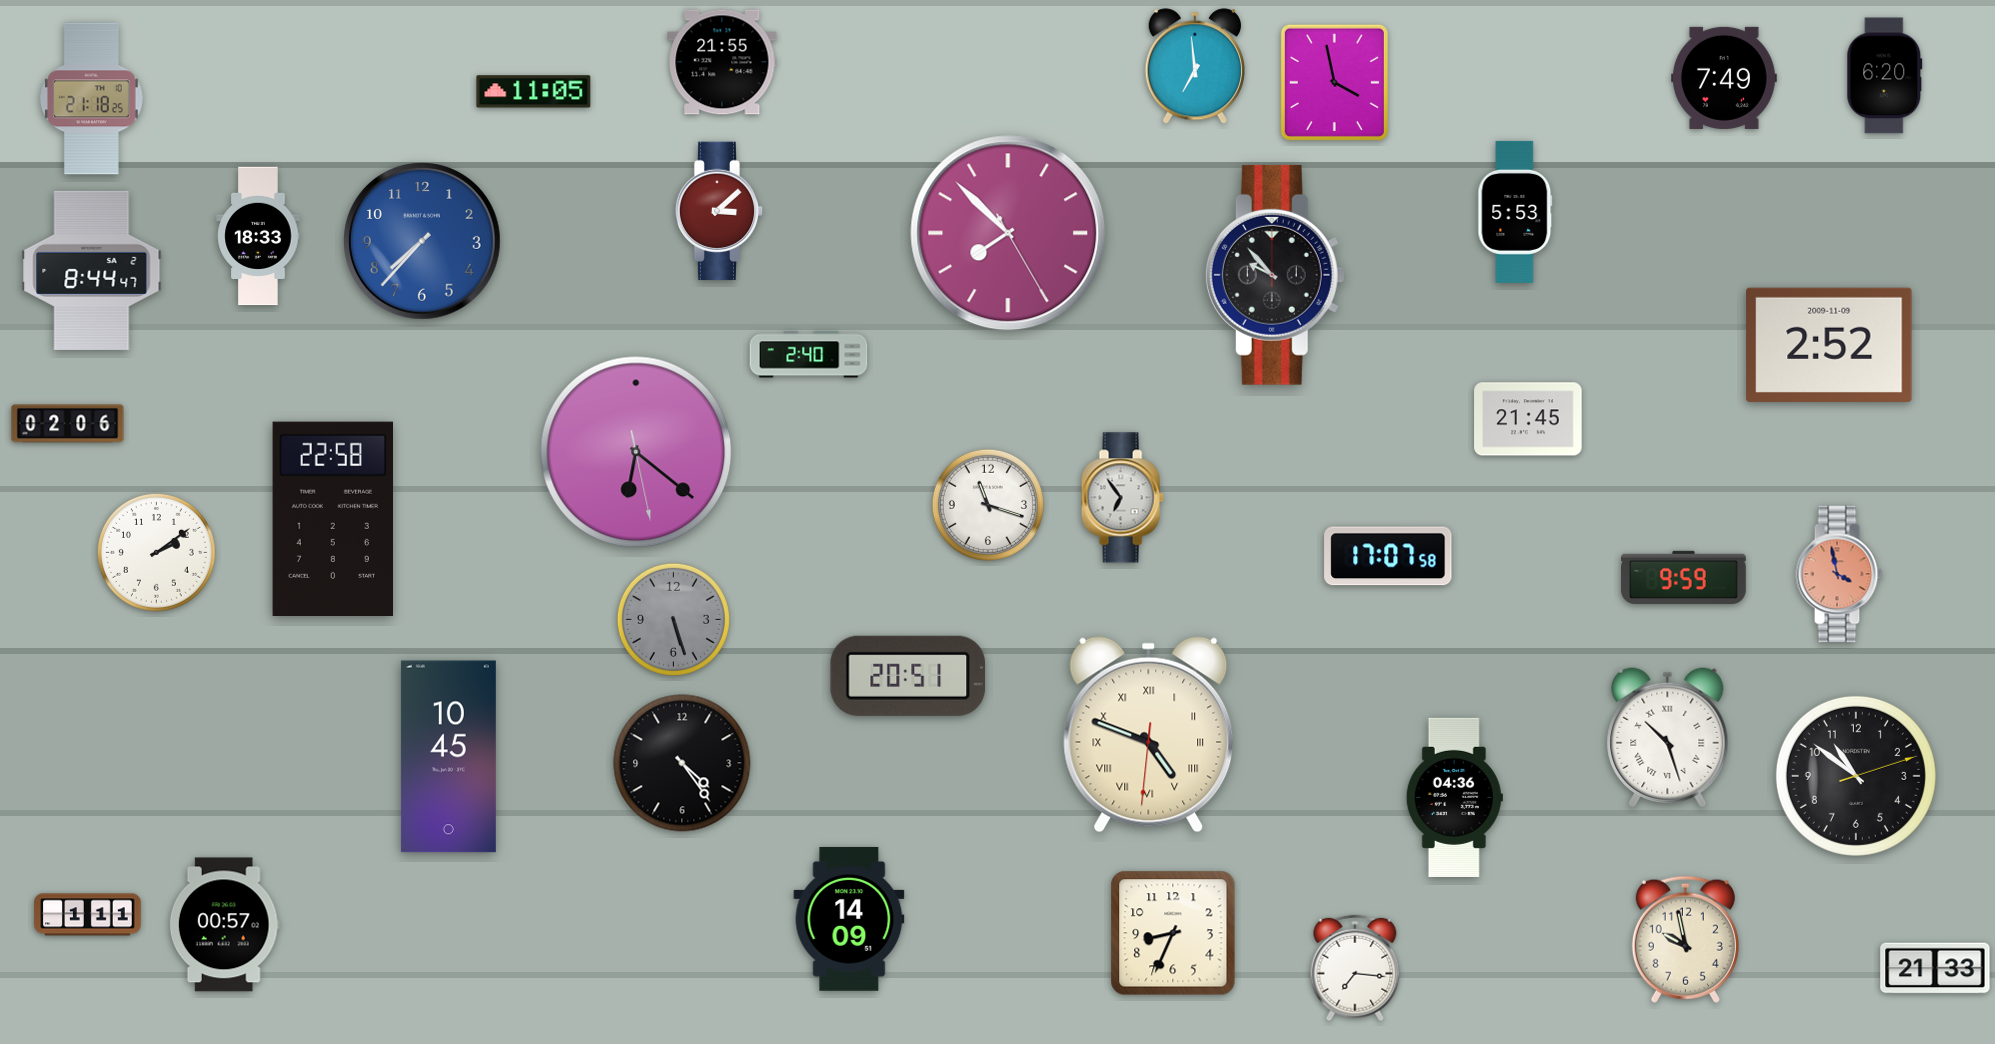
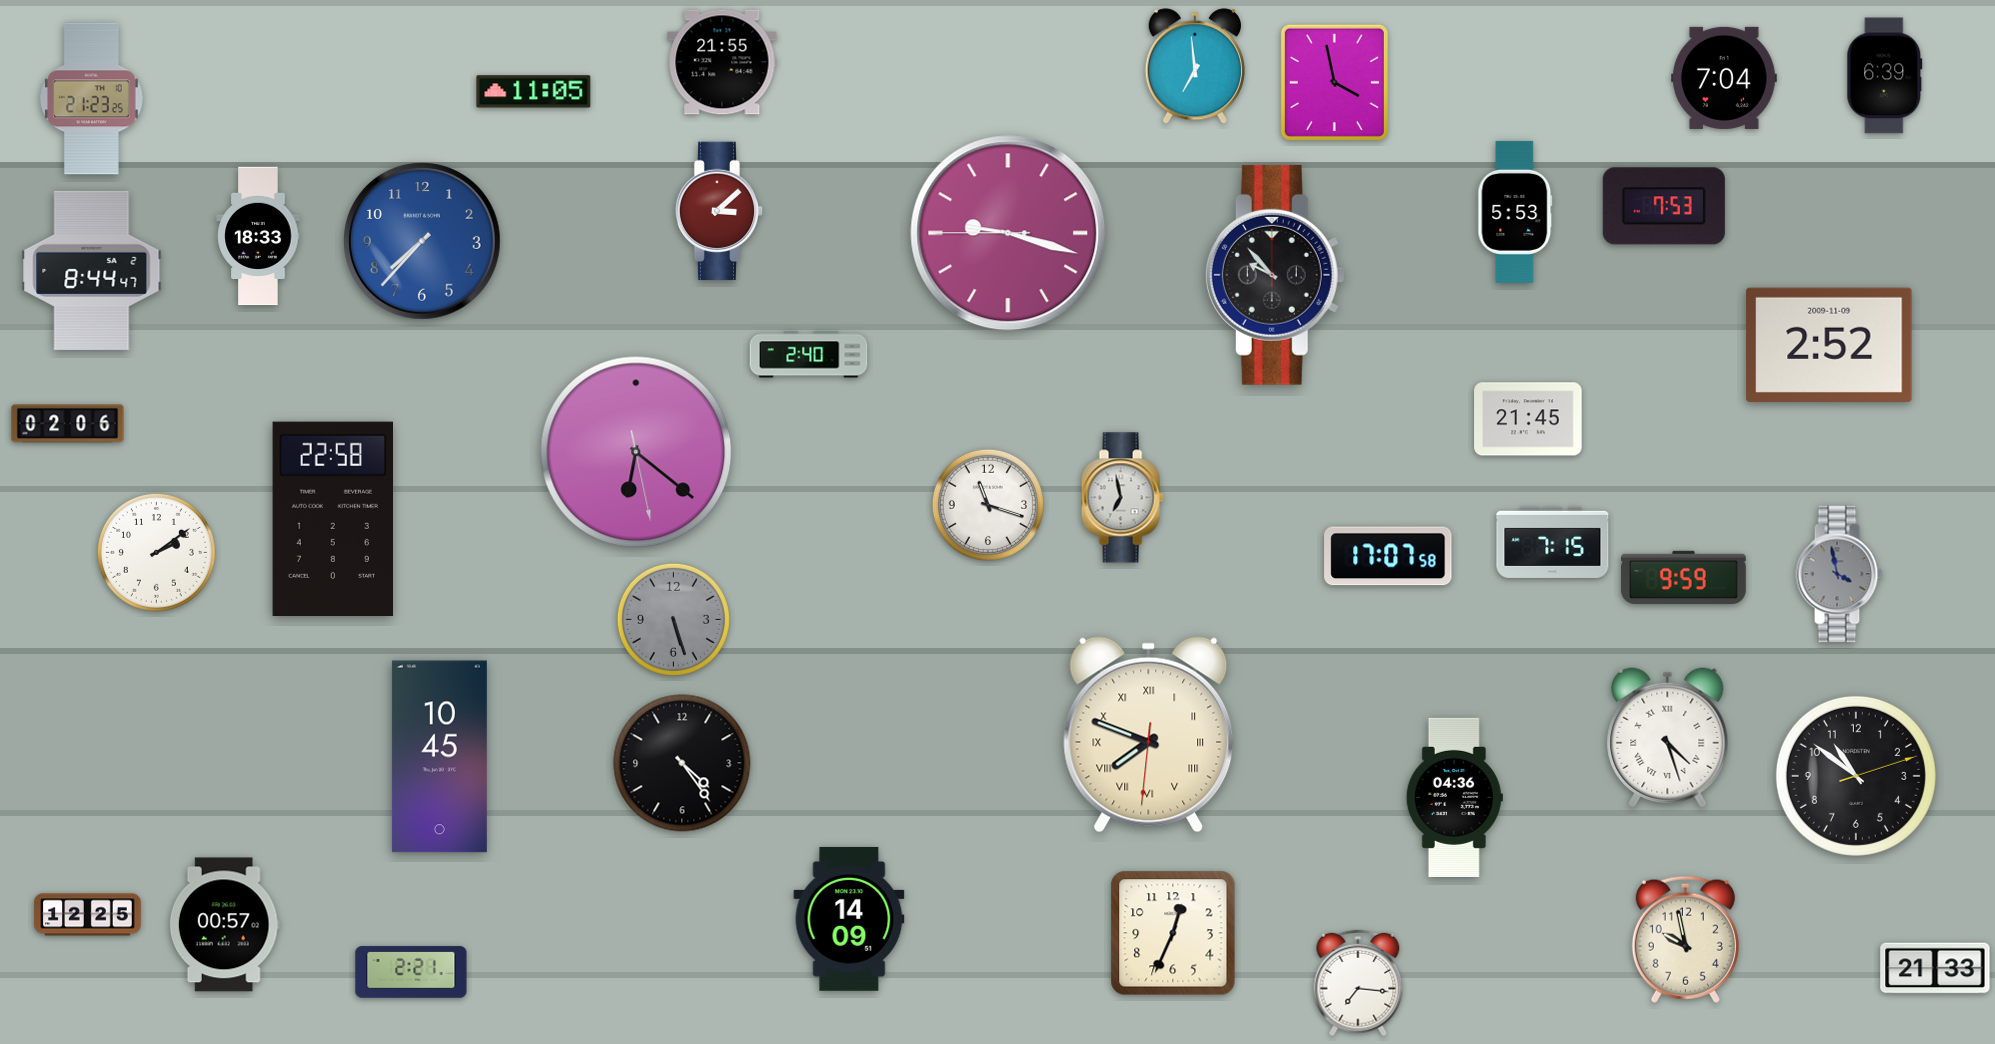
clock at (1885, 76): 6:20 -> 6:39
clock at (1725, 78): 7:49 -> 7:04
clock at (92, 99): 21:18 -> 21:23
clock at (1664, 206): none -> 7:53
clock at (1008, 233): 7:52 -> 9:17
clock at (1122, 498): 6:54 -> 6:58
clock at (1553, 542): none -> 7:15
clock at (1839, 574) dial: salmon -> grey
clock at (908, 676): 20:51 -> none
clock at (1149, 735): 4:48 -> 7:48
clock at (1668, 738): 10:27 -> 4:27
clock at (448, 757) position: (448, 757) -> (439, 757)
clock at (88, 915): 1:11 -> 12:25
clock at (1173, 933): 8:34 -> 12:34
clock at (1355, 968) position: (1355, 968) -> (1358, 983)
clock at (411, 972): none -> 2:21
